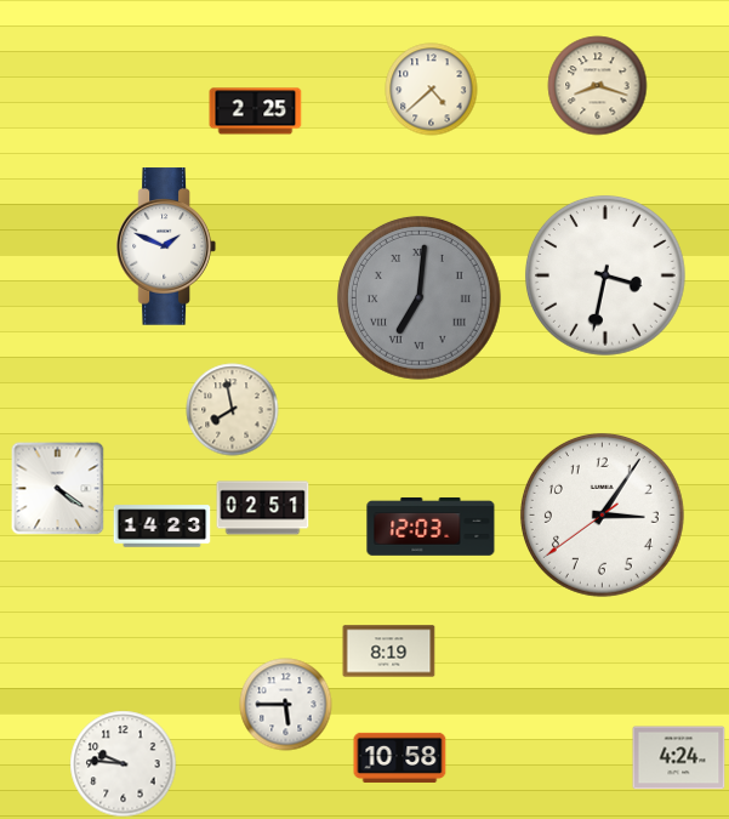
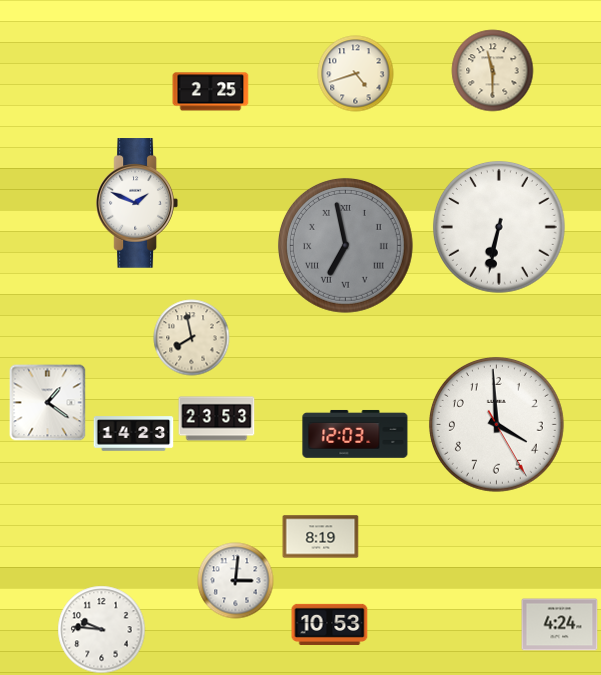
clock at (598, 86): 8:18 -> 11:30
clock at (432, 90): 4:38 -> 4:42
clock at (605, 275): 3:32 -> 6:32
clock at (418, 297): 7:01 -> 6:58
clock at (58, 489): 4:21 -> 1:21
clock at (263, 508): 02:51 -> 23:53
clock at (602, 514): 3:05 -> 3:59
clock at (286, 705): 5:45 -> 3:01
clock at (400, 757): 10:58 -> 10:53
